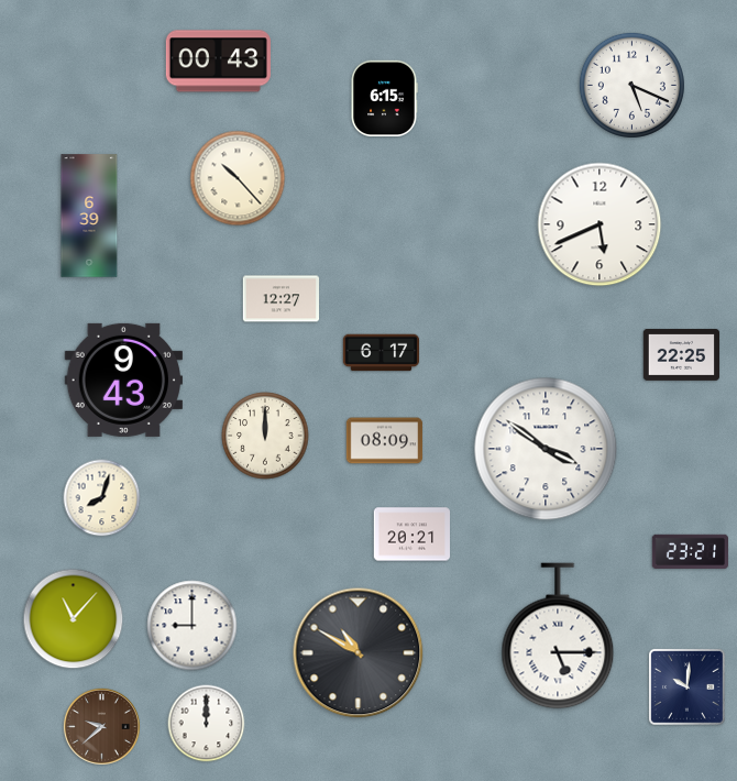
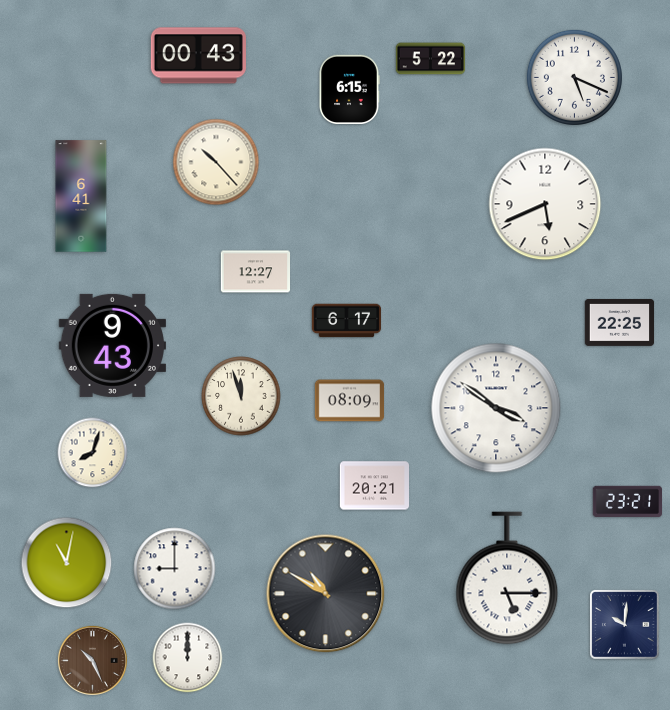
clock at (431, 59): none -> 5:22
clock at (89, 216): 6:39 -> 6:41
clock at (265, 436): 12:00 -> 11:57
clock at (74, 619): 11:07 -> 11:02
clock at (101, 726): 9:38 -> 10:26
